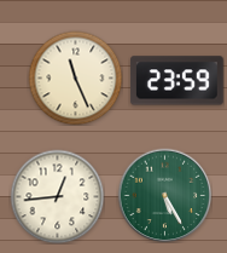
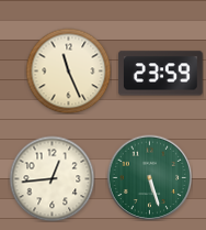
clock at (164, 195): 5:25 -> 5:27
